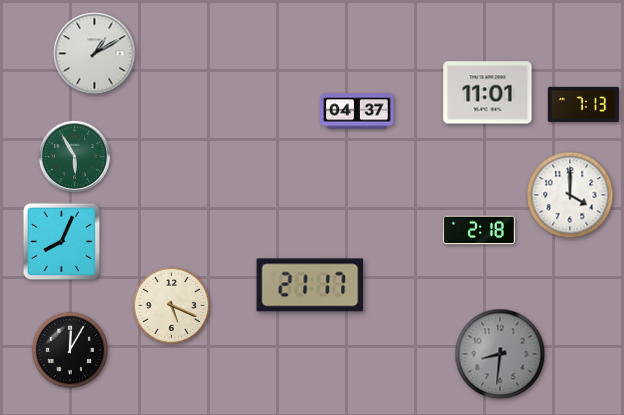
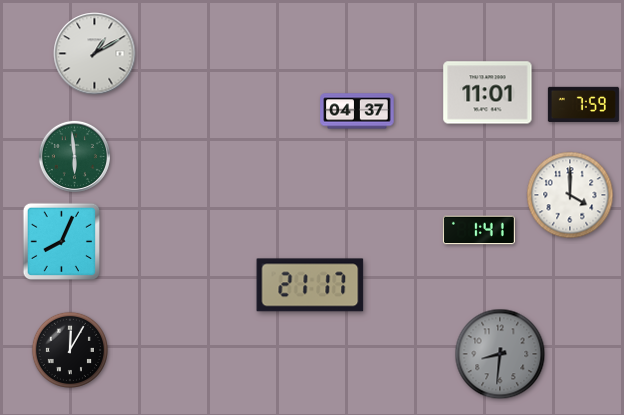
clock at (583, 104): 7:13 -> 7:59
clock at (74, 156): 5:55 -> 5:59
clock at (479, 230): 2:18 -> 1:41
clock at (171, 305): 5:19 -> none
